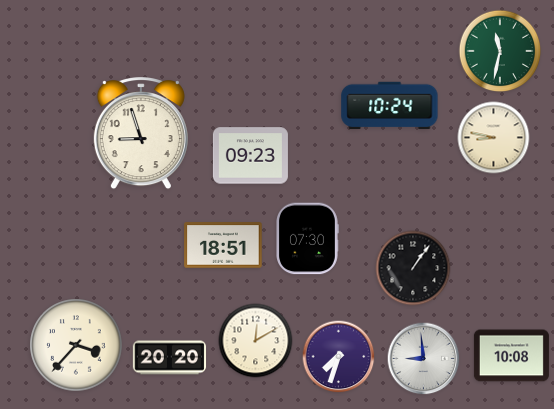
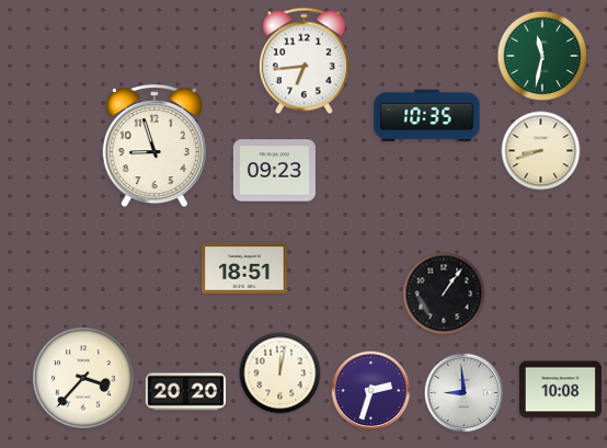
clock at (500, 51) position: (500, 51) -> (542, 56)
clock at (303, 61): none -> 6:44
clock at (390, 106): 10:24 -> 10:35
clock at (494, 138): 8:47 -> 8:42
clock at (307, 239): 07:30 -> none
clock at (413, 268) position: (413, 268) -> (444, 294)
clock at (256, 341): 12:10 -> 12:02
clock at (339, 357): 7:33 -> 2:33
